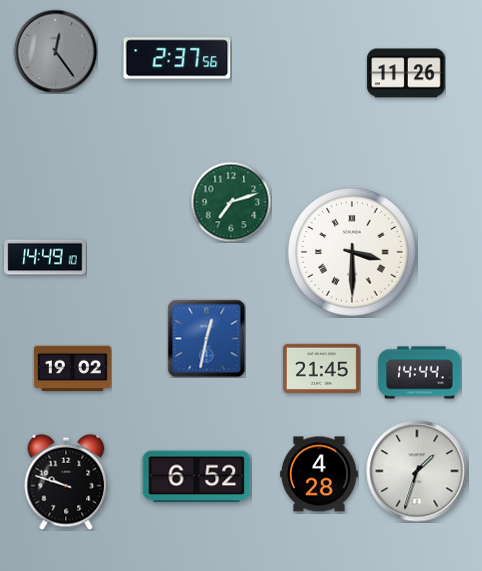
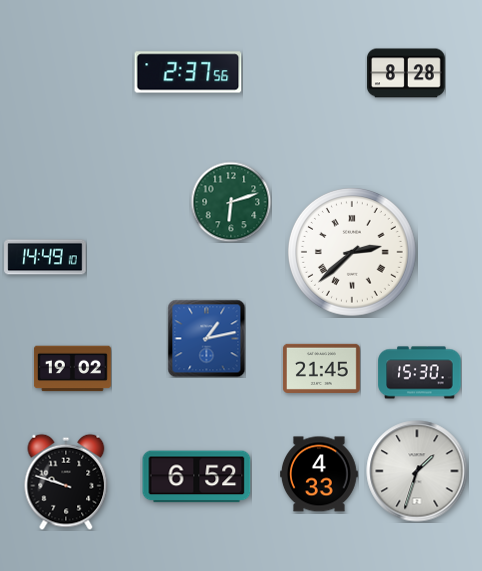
clock at (55, 51): 12:24 -> none
clock at (177, 58) position: (177, 58) -> (188, 72)
clock at (406, 73): 11:26 -> 8:28
clock at (231, 202): 7:12 -> 6:12
clock at (352, 252): 3:30 -> 2:38
clock at (206, 338): 12:32 -> 1:13
clock at (420, 373): 14:44 -> 15:30
clock at (320, 474): 4:28 -> 4:33
